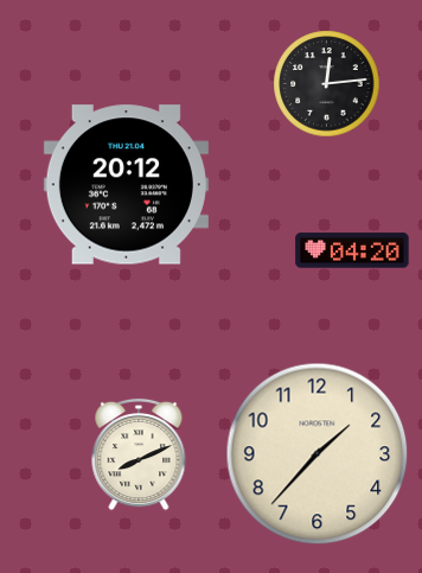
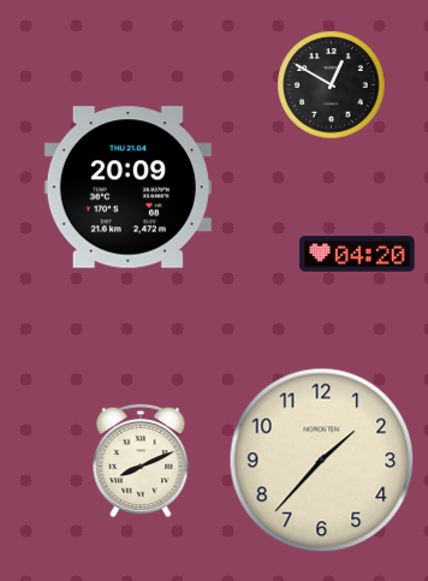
clock at (327, 84): 12:14 -> 12:50
clock at (126, 185): 20:12 -> 20:09
